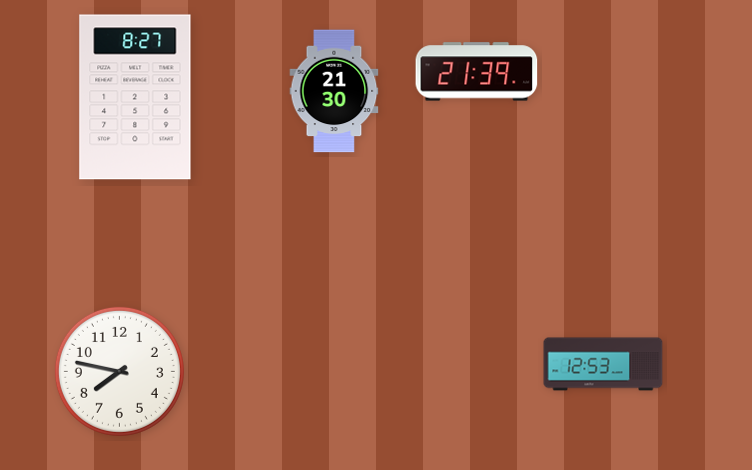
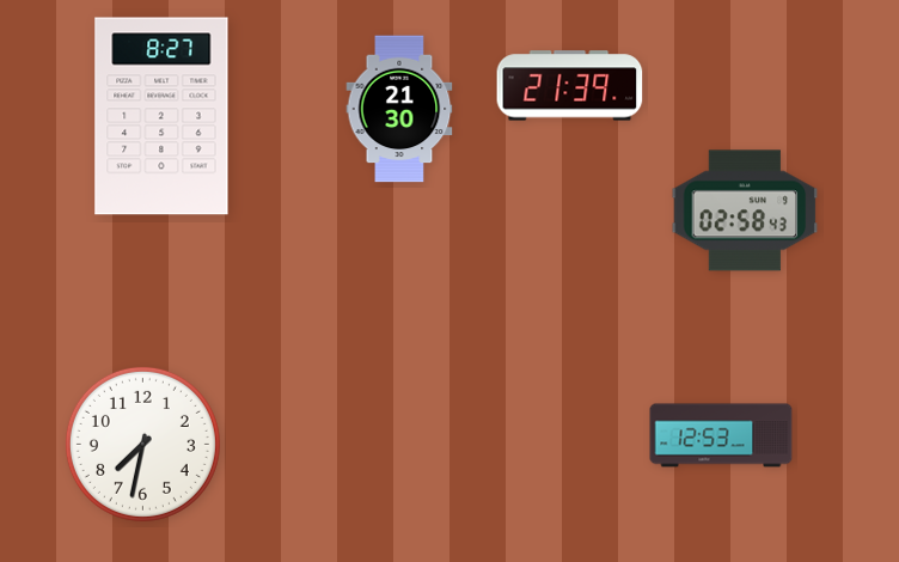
clock at (745, 210): none -> 02:58
clock at (119, 371): 7:47 -> 7:32
